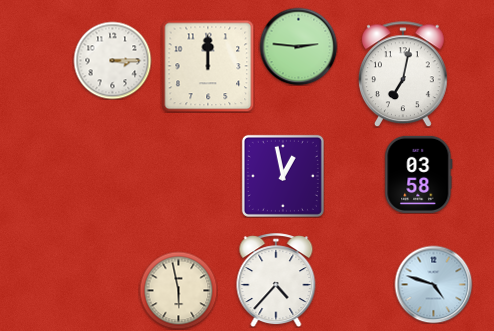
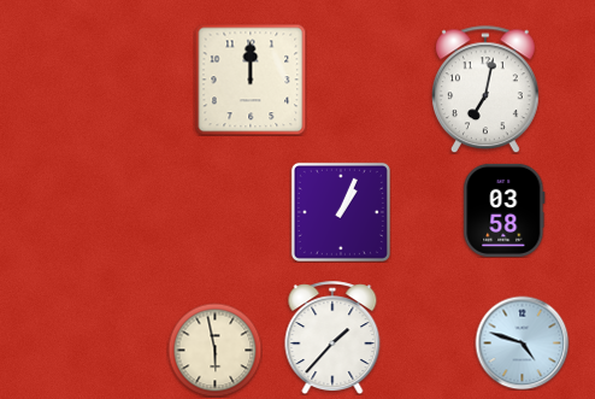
clock at (298, 46): 2:46 -> none
clock at (112, 60): 3:15 -> none
clock at (283, 176): 12:58 -> 1:04
clock at (276, 280): 4:37 -> 1:37
